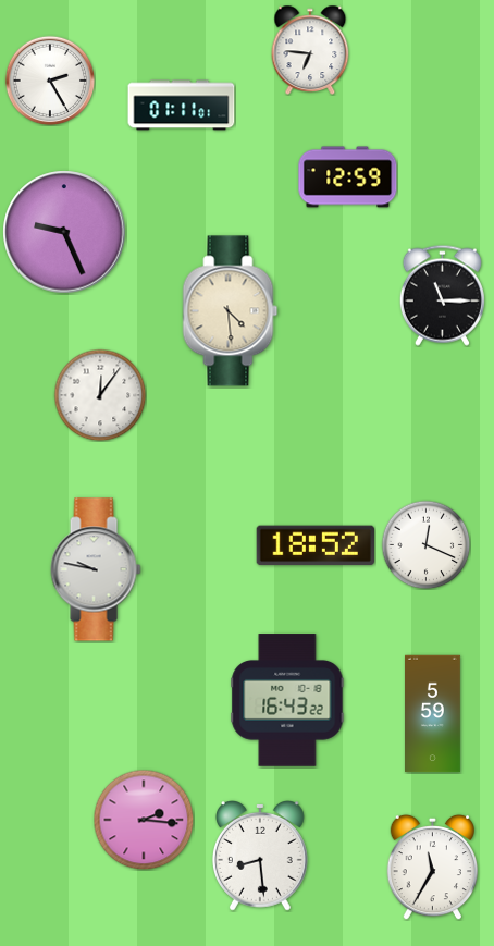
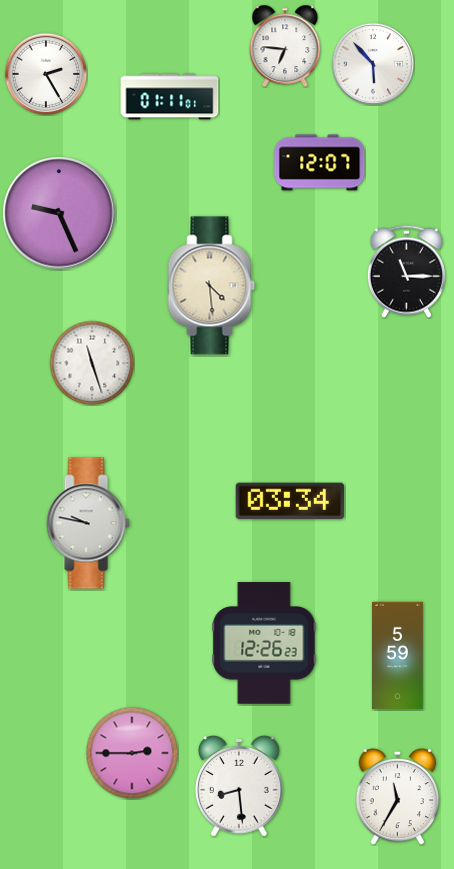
clock at (373, 64): none -> 5:53
clock at (182, 106) position: (182, 106) -> (170, 97)
clock at (348, 177): 12:59 -> 12:07
clock at (100, 395): 12:06 -> 11:27
clock at (425, 544): 12:19 -> none
clock at (316, 545): 18:52 -> 03:34
clock at (287, 700): 16:43 -> 12:26
clock at (144, 820): 2:16 -> 2:45
